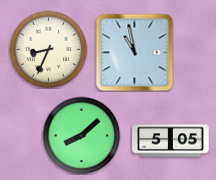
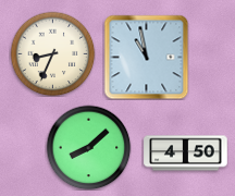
clock at (171, 141): 5:05 -> 4:50
